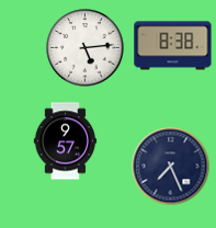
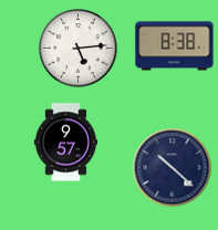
clock at (86, 48) position: (86, 48) -> (79, 49)
clock at (171, 167): 7:26 -> 10:22
